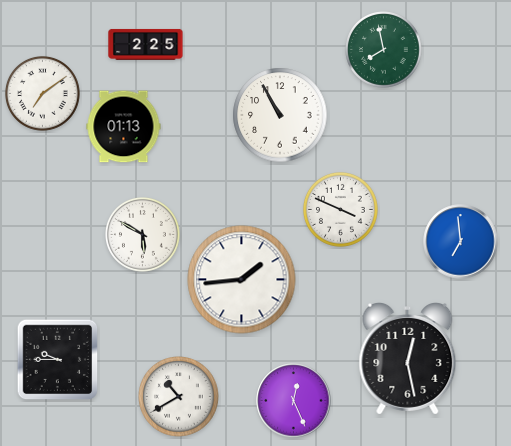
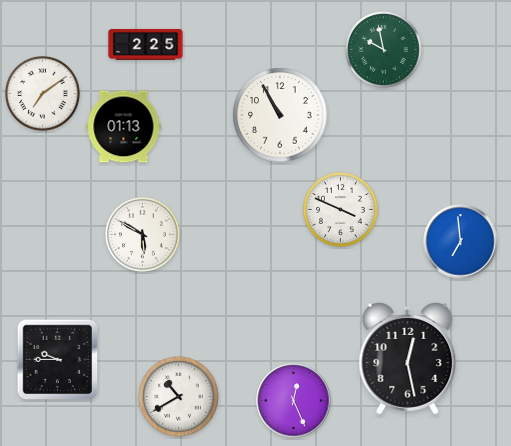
clock at (384, 50): 7:58 -> 9:58
clock at (242, 280): 1:44 -> none
